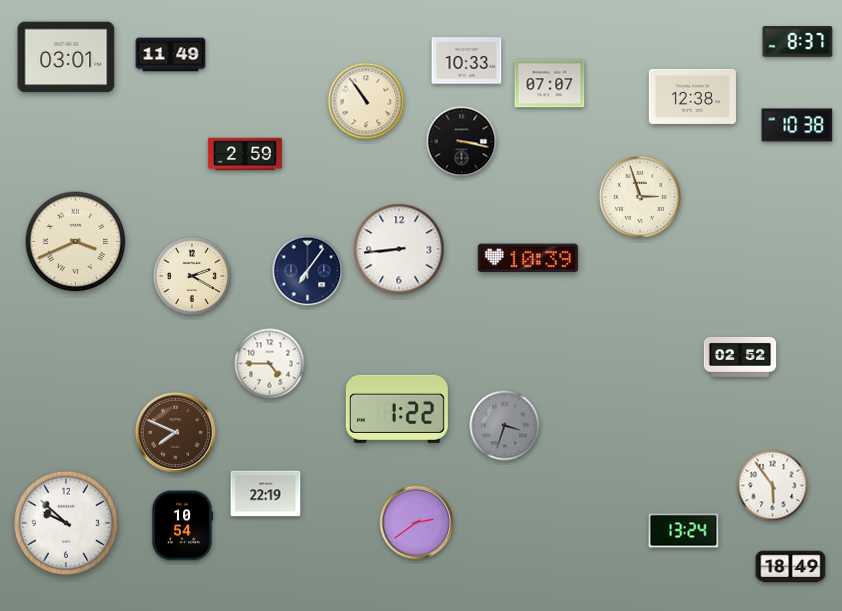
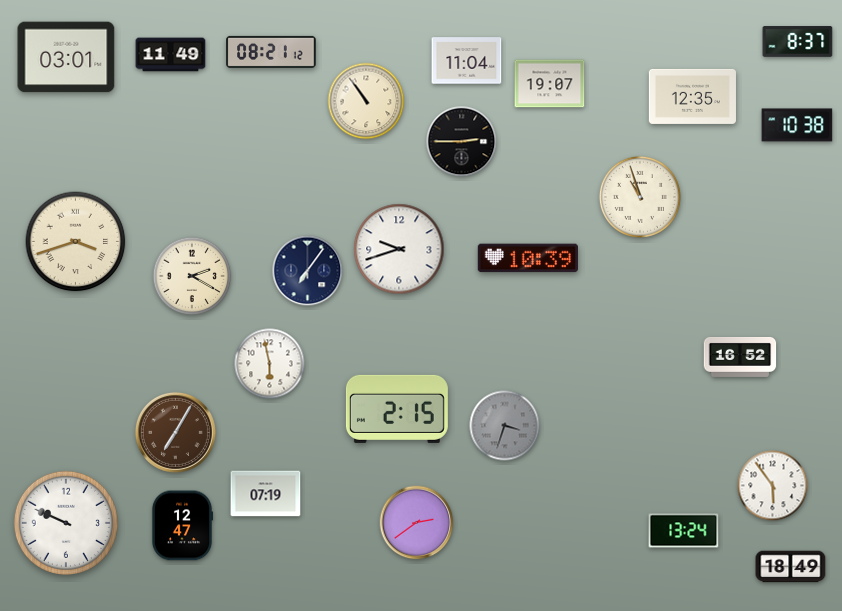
clock at (271, 52): none -> 08:21
clock at (467, 61): 10:33 -> 11:04
clock at (550, 84): 07:07 -> 19:07
clock at (692, 96): 12:38 -> 12:35
clock at (462, 142): 3:17 -> 2:45
clock at (245, 154): 2:59 -> none
clock at (640, 197): 2:57 -> 10:57
clock at (76, 242): 3:41 -> 3:42
clock at (399, 249): 8:44 -> 9:42
clock at (740, 357): 02:52 -> 16:52
clock at (270, 364): 4:45 -> 5:58
clock at (397, 409): 1:22 -> 2:15
clock at (175, 432): 7:49 -> 7:05
clock at (266, 494): 22:19 -> 07:19
clock at (66, 523): 9:52 -> 9:49
clock at (182, 526): 10:54 -> 12:47
